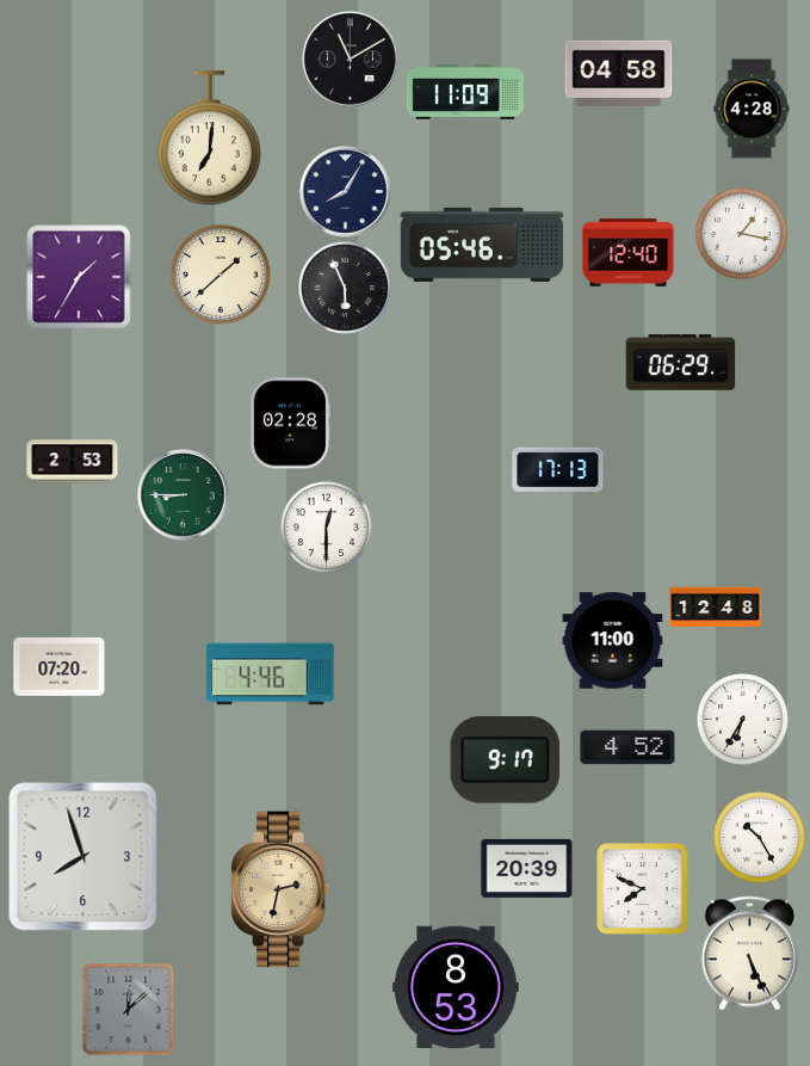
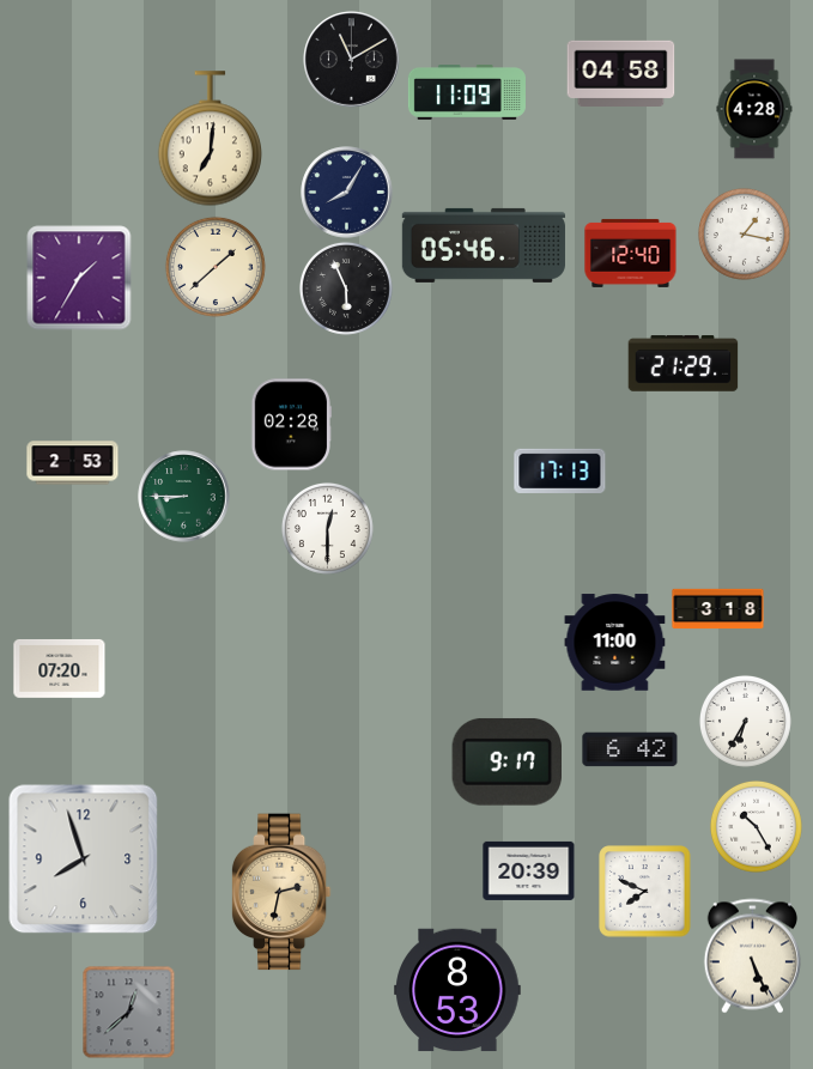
clock at (221, 275) position: (221, 275) -> (216, 267)
clock at (681, 363): 06:29 -> 21:29
clock at (716, 608): 12:48 -> 3:18
clock at (271, 674): 4:46 -> none
clock at (627, 747): 4:52 -> 6:42
clock at (759, 837) position: (759, 837) -> (756, 826)
clock at (128, 1009): 12:08 -> 12:38
